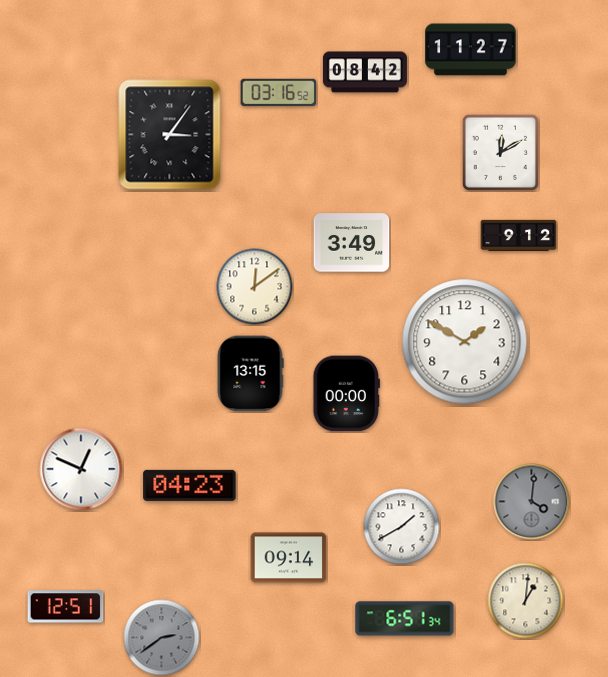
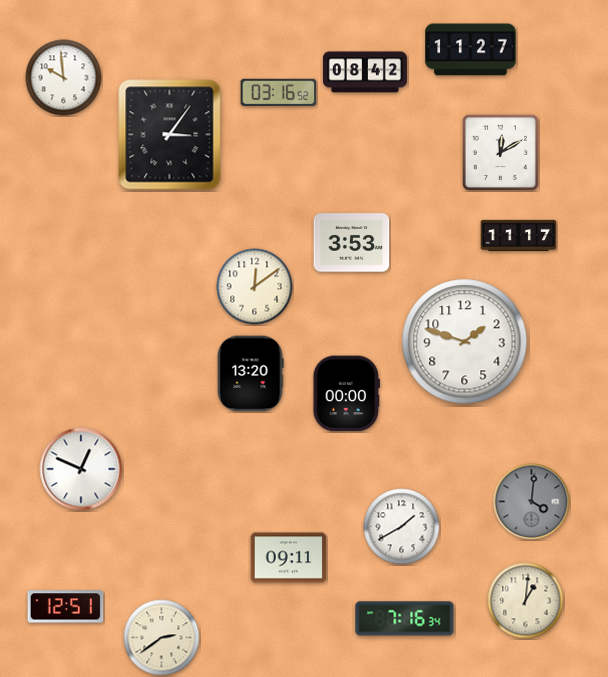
clock at (64, 78): none -> 9:59
clock at (519, 235): 9:12 -> 11:17
clock at (352, 243): 3:49 -> 3:53
clock at (465, 342): 1:50 -> 1:48
clock at (250, 374): 13:15 -> 13:20
clock at (190, 485): 04:23 -> none
clock at (289, 558): 09:14 -> 09:11
clock at (405, 619): 6:51 -> 7:16
clock at (162, 638) dial: grey -> cream
